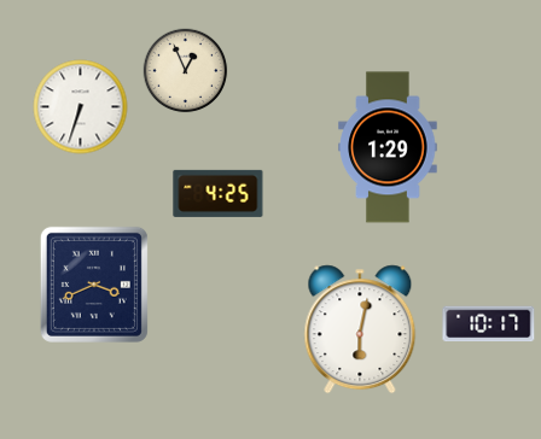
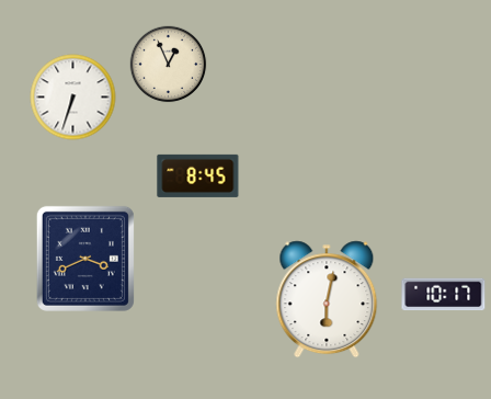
clock at (388, 147): 1:29 -> none
clock at (219, 193): 4:25 -> 8:45
